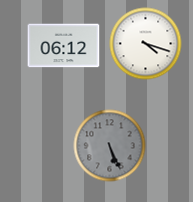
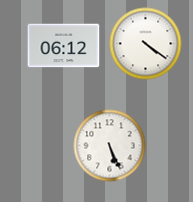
clock at (146, 44): 4:18 -> 4:21
clock at (110, 146) dial: grey -> white
